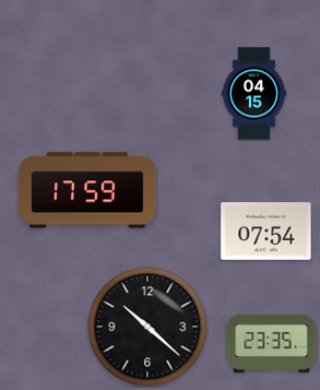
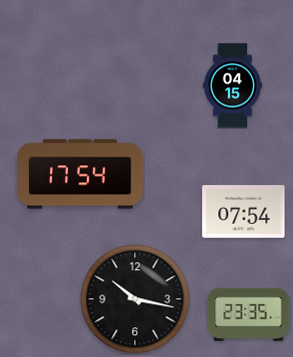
clock at (87, 190): 17:59 -> 17:54
clock at (147, 327): 10:22 -> 10:17
